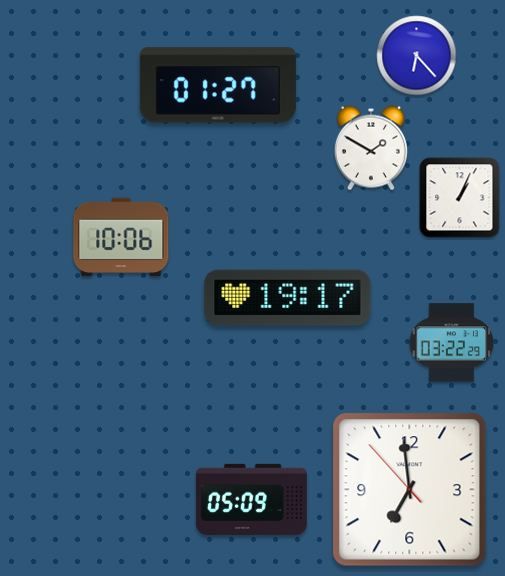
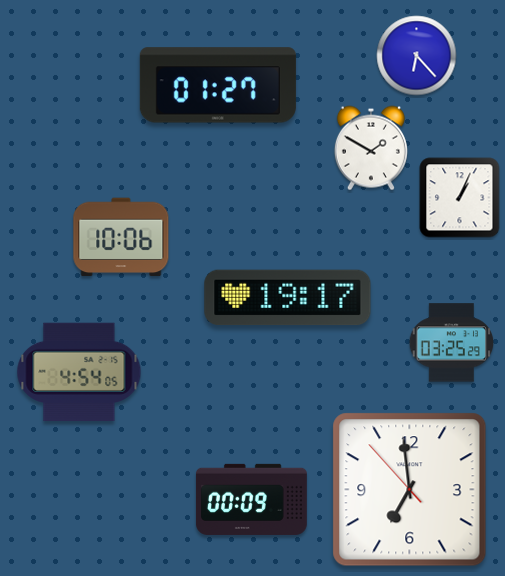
clock at (452, 343): 03:22 -> 03:25
clock at (79, 372): none -> 4:54
clock at (251, 499): 05:09 -> 00:09
